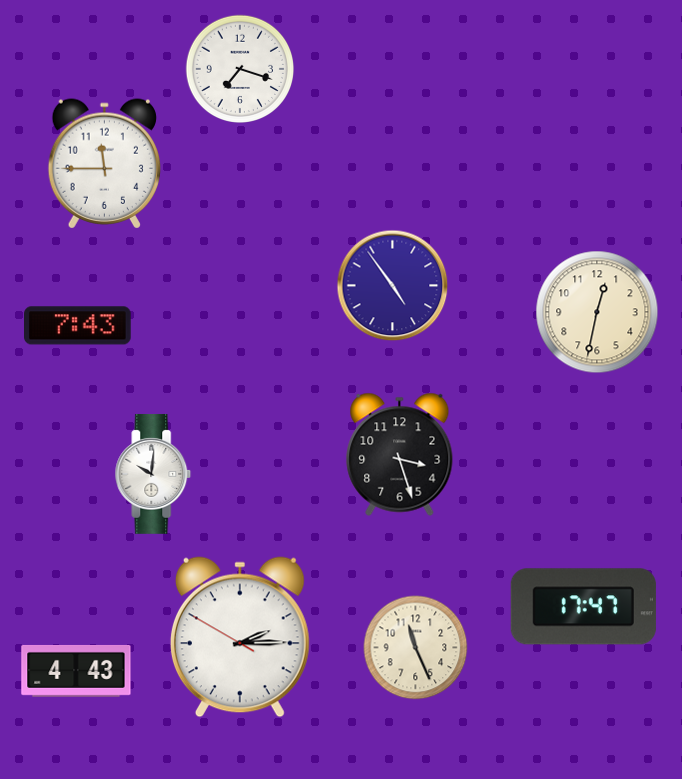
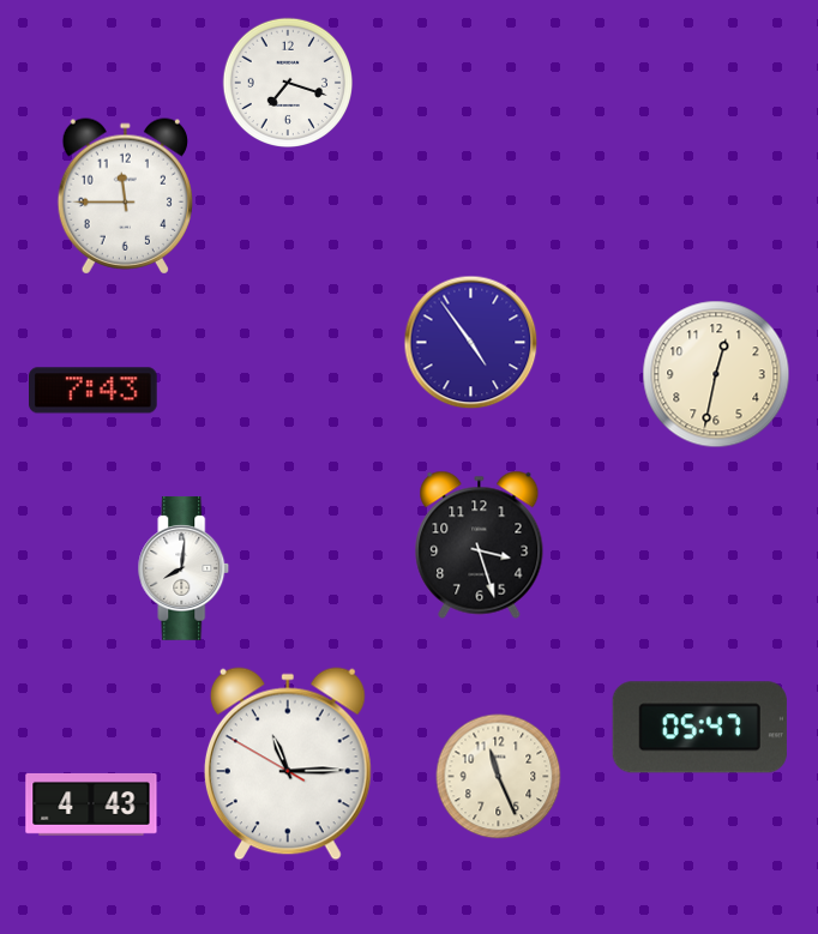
clock at (153, 474): 10:01 -> 8:01
clock at (583, 607): 17:47 -> 05:47
clock at (240, 637): 2:14 -> 11:14
